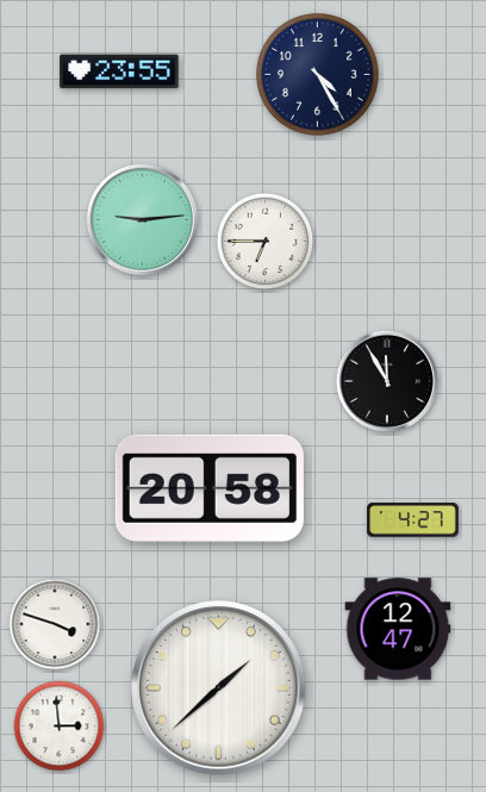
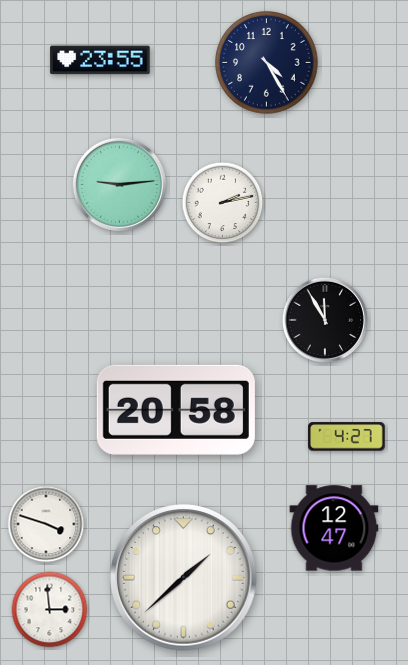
clock at (266, 242): 6:45 -> 2:13
